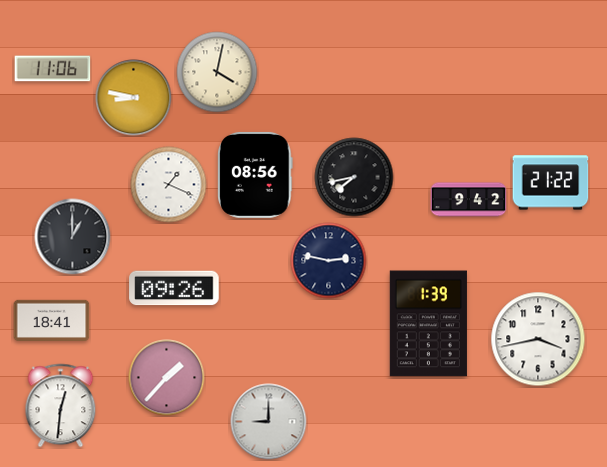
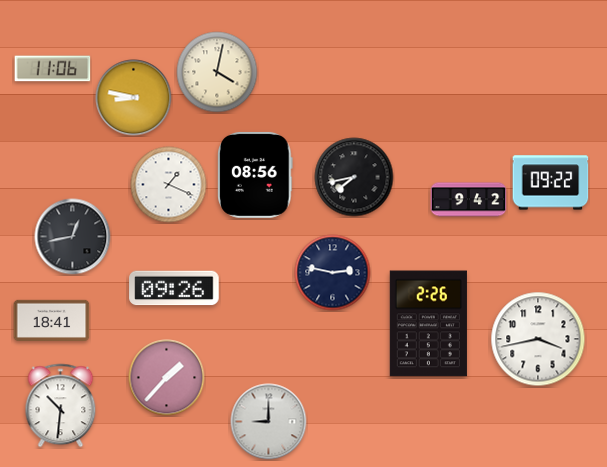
clock at (551, 183): 21:22 -> 09:22
clock at (73, 237): 1:00 -> 12:43
clock at (329, 261) position: (329, 261) -> (333, 273)
clock at (428, 324): 1:39 -> 2:26
clock at (61, 406): 12:31 -> 10:31
